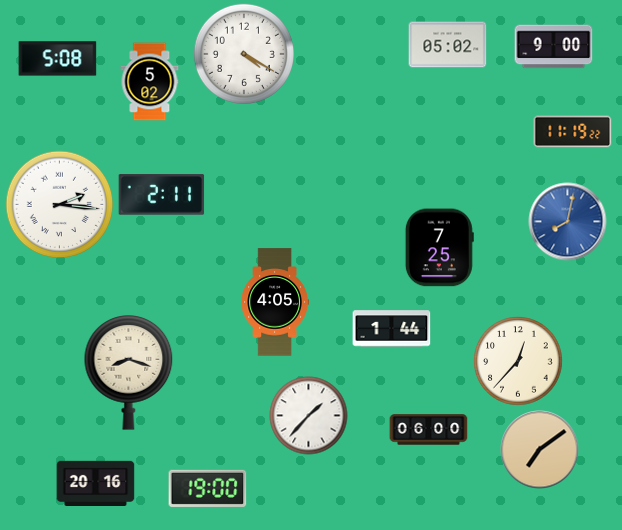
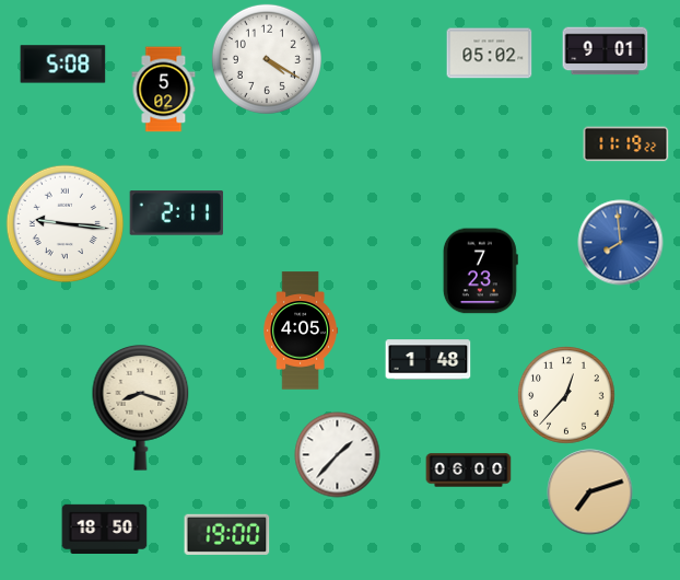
clock at (447, 45) position: (447, 45) -> (489, 54)
clock at (553, 47): 9:00 -> 9:01
clock at (59, 204): 2:16 -> 9:16
clock at (567, 221): 8:02 -> 7:59
clock at (439, 247): 7:25 -> 7:23
clock at (391, 329): 1:44 -> 1:48
clock at (539, 449): 7:09 -> 7:12
clock at (95, 483): 20:16 -> 18:50
